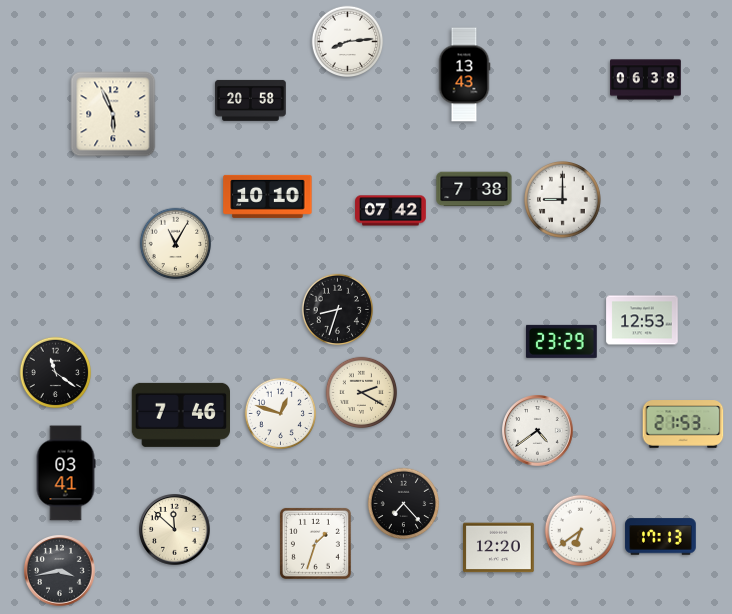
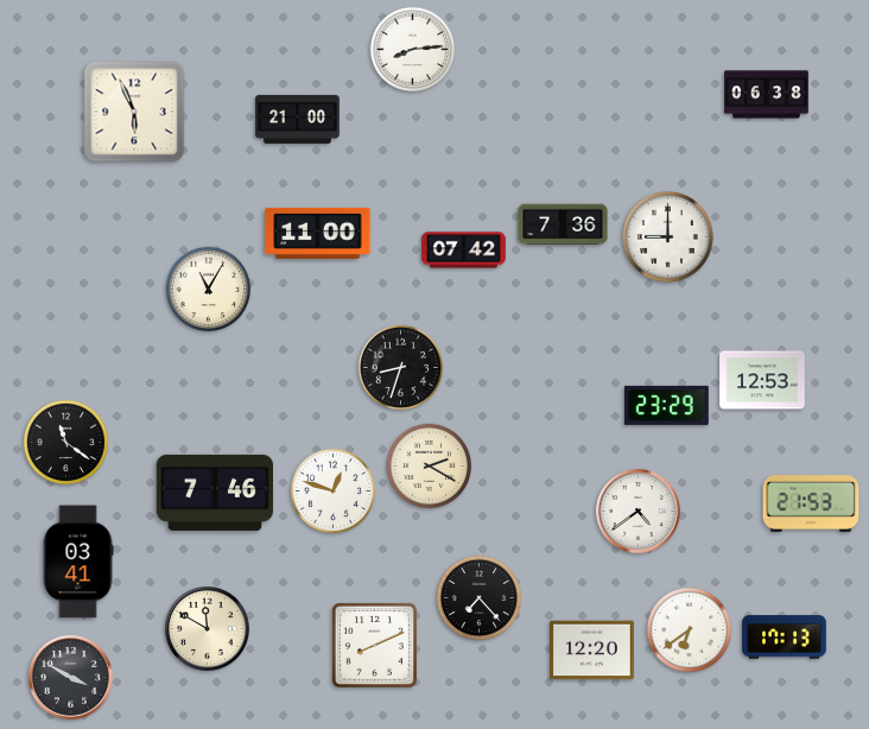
clock at (464, 75): 13:43 -> none
clock at (251, 100): 20:58 -> 21:00
clock at (113, 114) position: (113, 114) -> (134, 112)
clock at (474, 189): 7:38 -> 7:36
clock at (268, 196): 10:10 -> 11:00
clock at (175, 530): 11:52 -> 11:50
clock at (315, 543): 1:33 -> 8:11
clock at (60, 571): 3:43 -> 3:50
